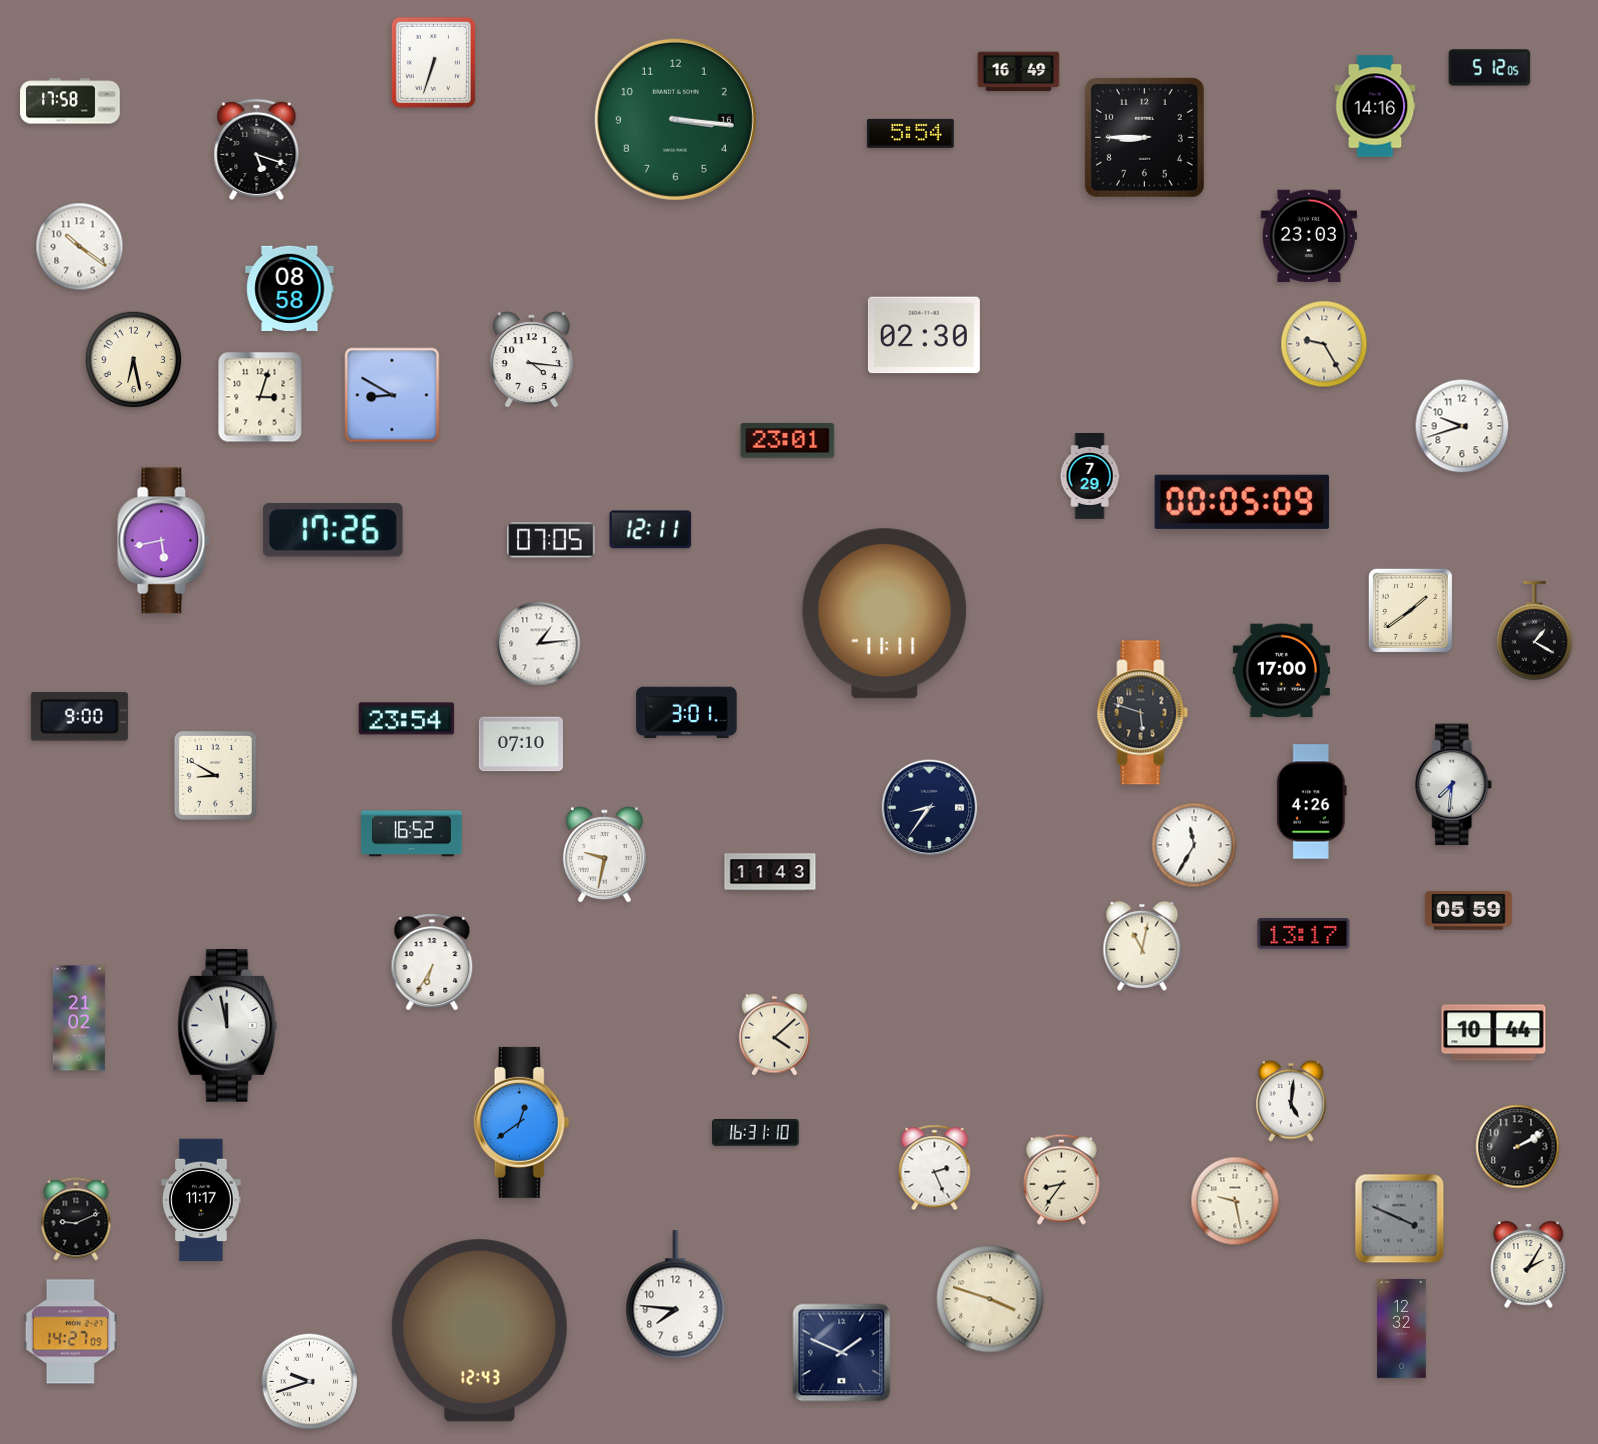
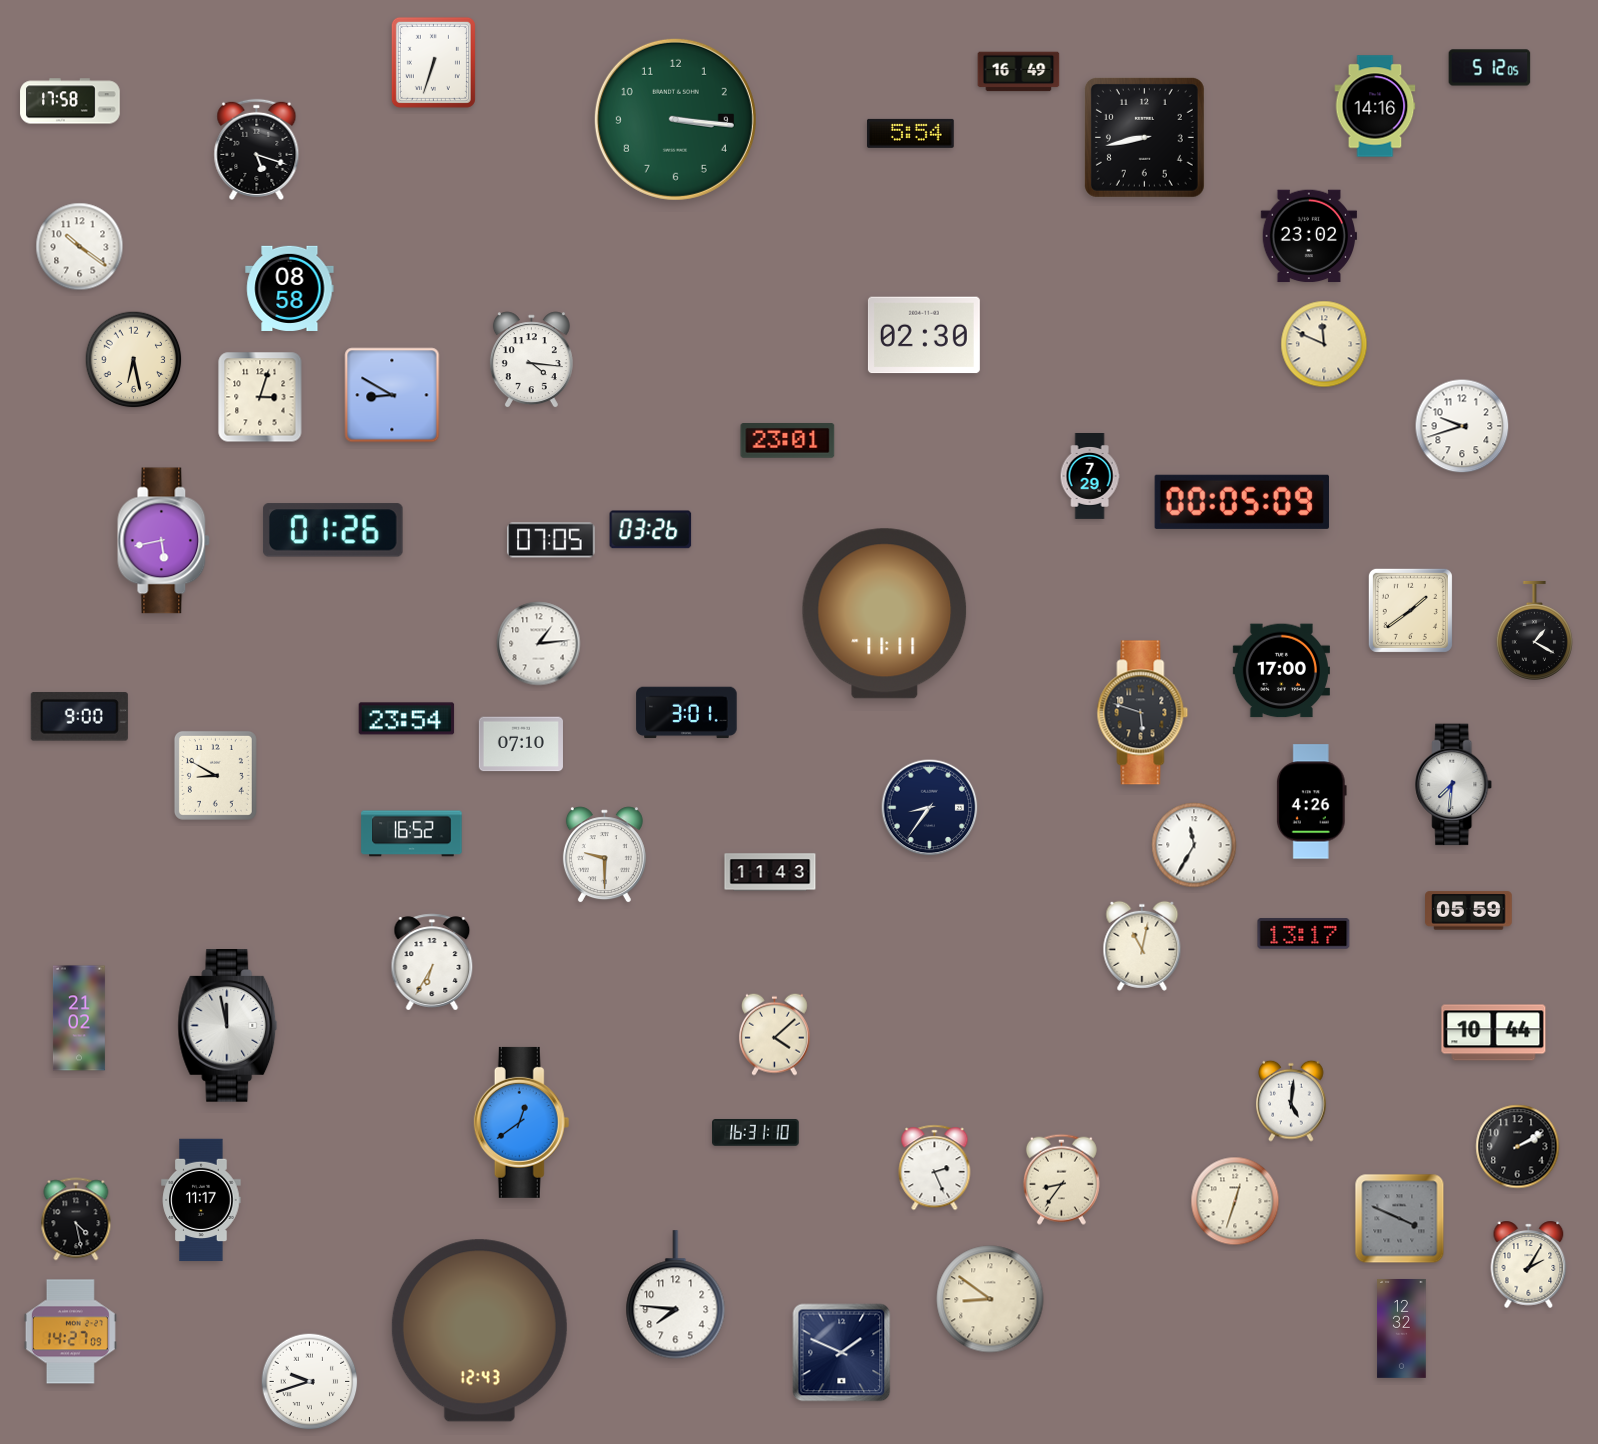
clock at (675, 119) date: 16 -> 9
clock at (1144, 137): 8:45 -> 8:43
clock at (1308, 236): 23:03 -> 23:02
clock at (1324, 344): 9:25 -> 11:49
clock at (333, 530): 17:26 -> 01:26
clock at (651, 530): 12:11 -> 03:26
clock at (604, 855): 9:32 -> 9:30
clock at (1235, 1201): 9:28 -> 12:33
clock at (76, 1219): 9:11 -> 4:28
clock at (990, 1299): 3:48 -> 8:51
